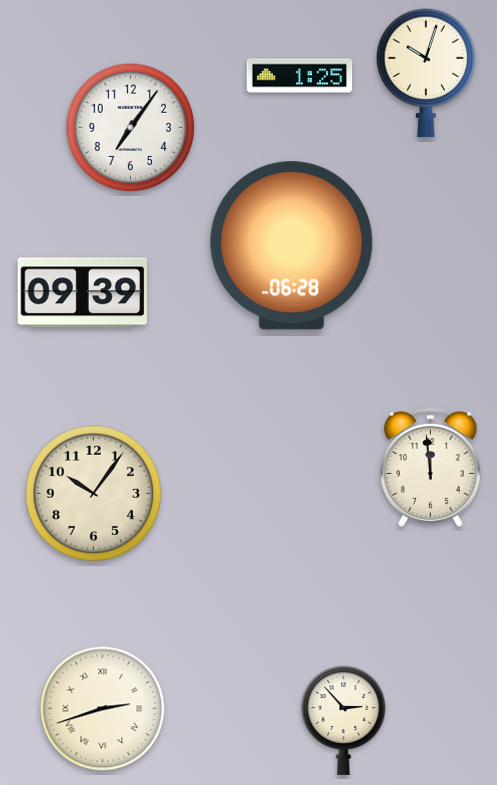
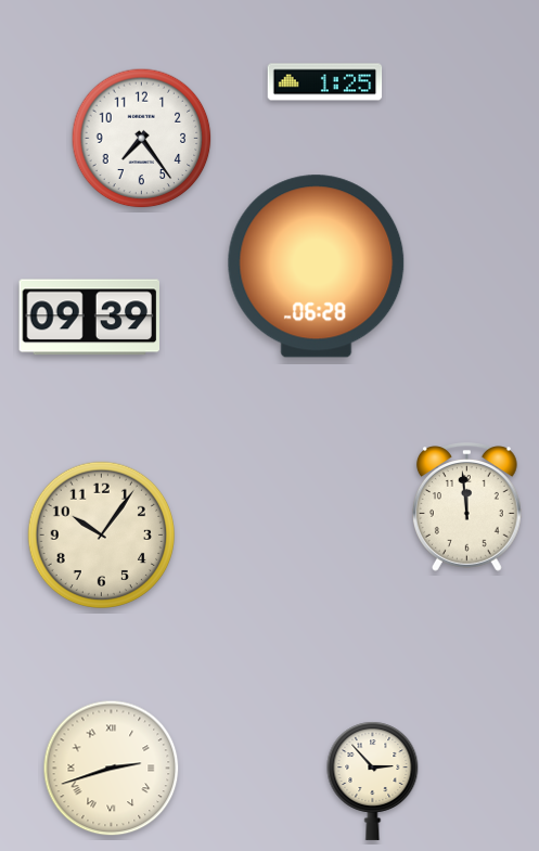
clock at (426, 73): 10:03 -> none
clock at (131, 128): 7:06 -> 7:24
